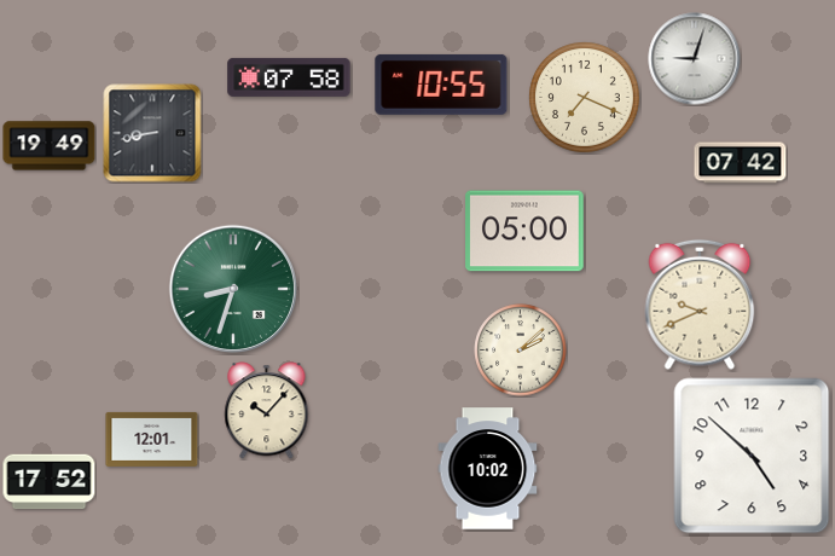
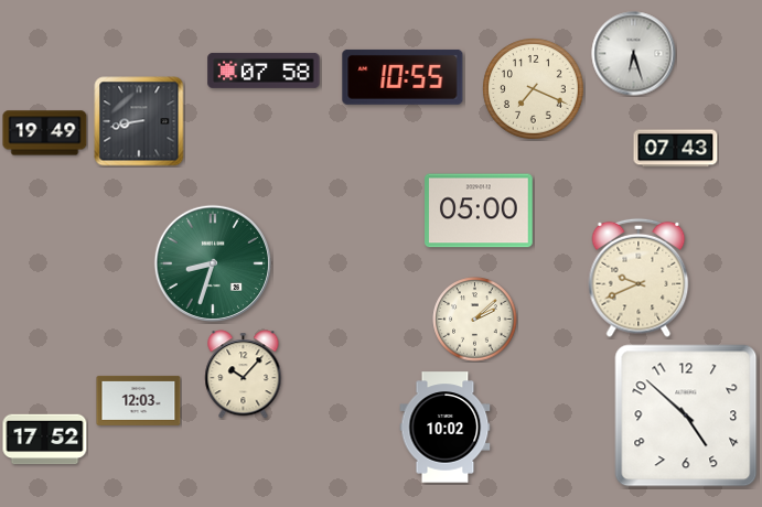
clock at (695, 59): 9:03 -> 6:27
clock at (741, 163): 07:42 -> 07:43
clock at (152, 439): 12:01 -> 12:03
